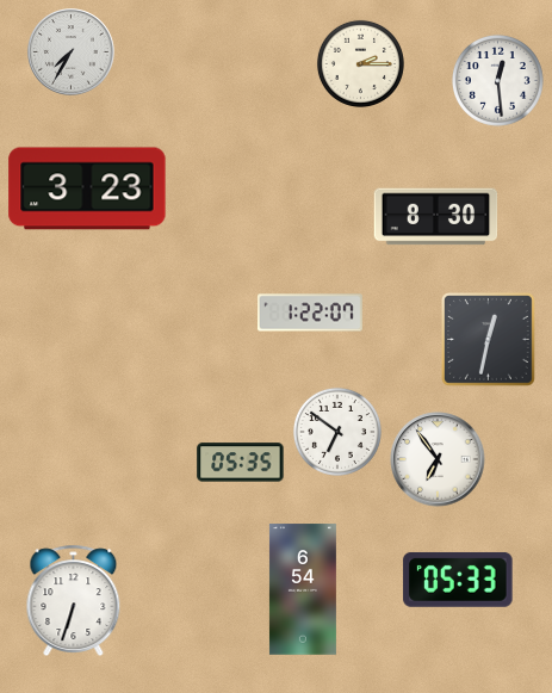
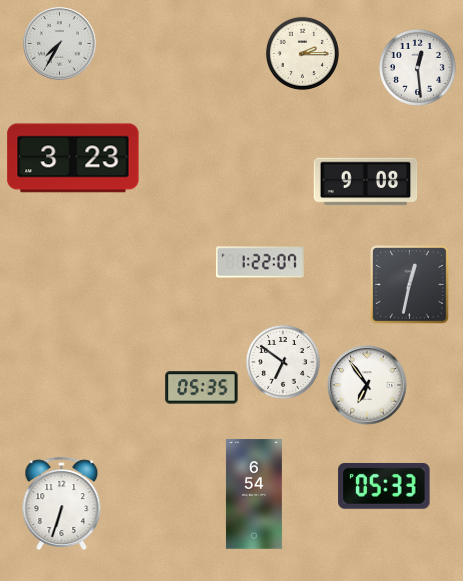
clock at (436, 217): 8:30 -> 9:08
